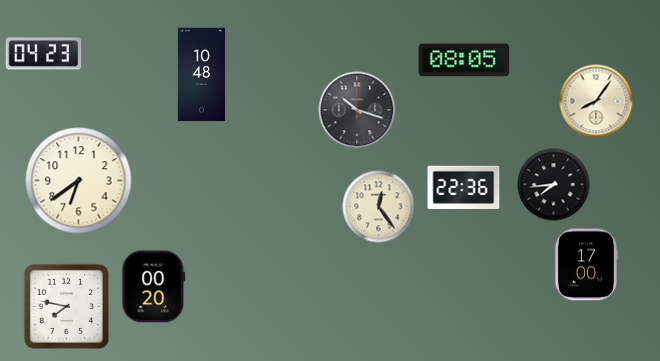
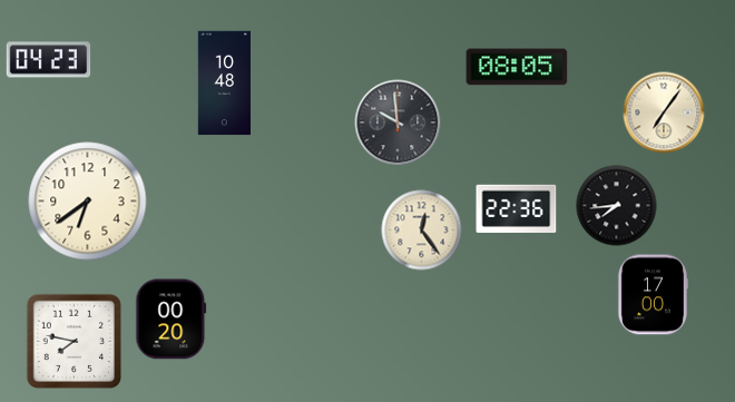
clock at (596, 101): 8:06 -> 7:06
clock at (357, 110): 10:18 -> 9:59
